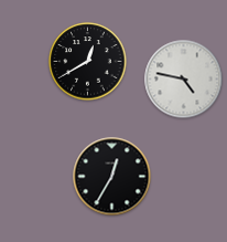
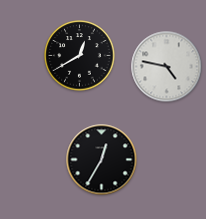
clock at (184, 80) position: (184, 80) -> (167, 67)
